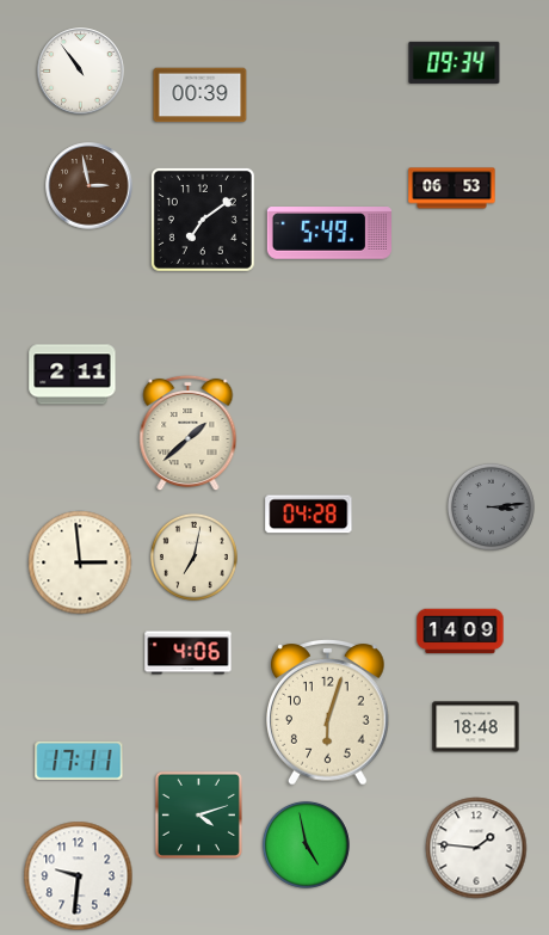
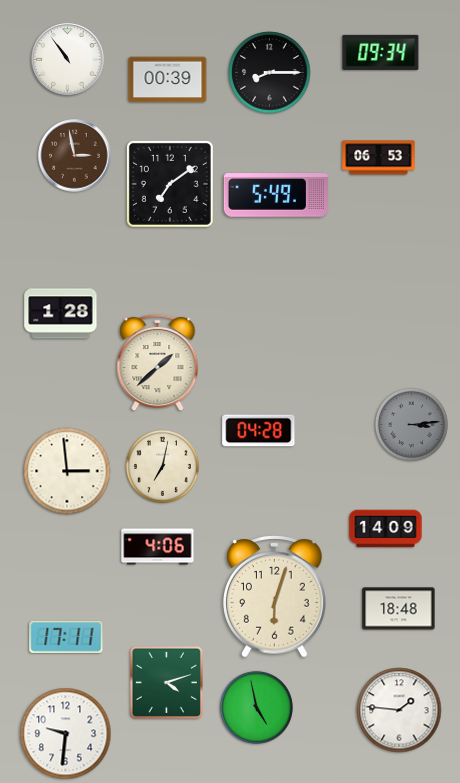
clock at (270, 73): none -> 8:15
clock at (73, 375): 2:11 -> 1:28
